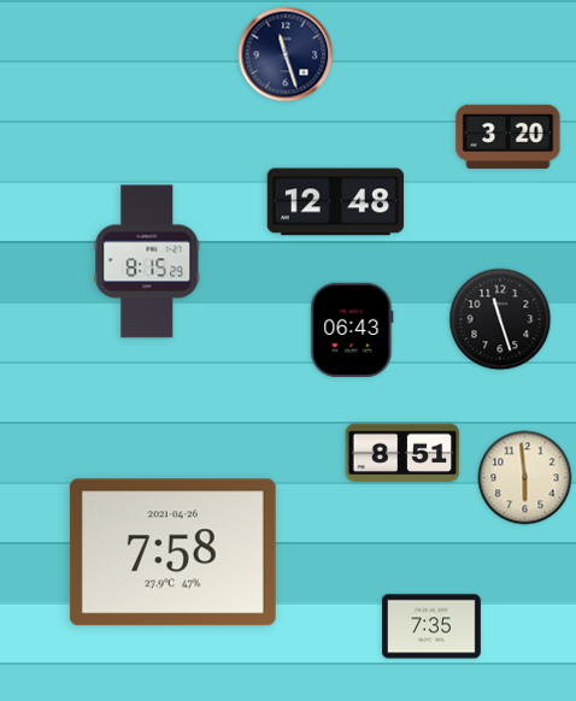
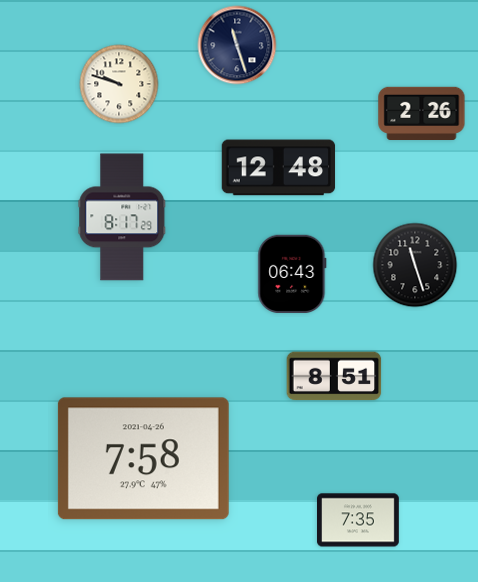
clock at (119, 84): none -> 9:48
clock at (509, 136): 3:20 -> 2:26
clock at (147, 261): 8:15 -> 8:17
clock at (525, 478): 5:59 -> none
